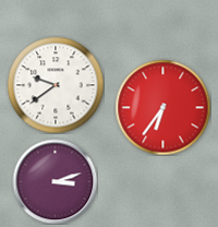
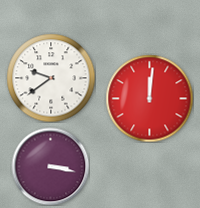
clock at (162, 107): 6:36 -> 12:01
clock at (55, 181): 3:12 -> 3:17
